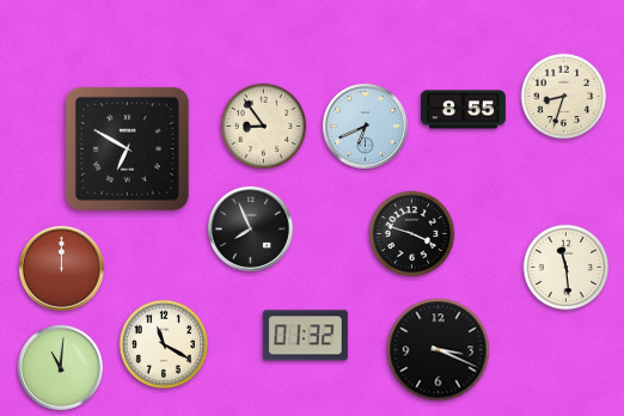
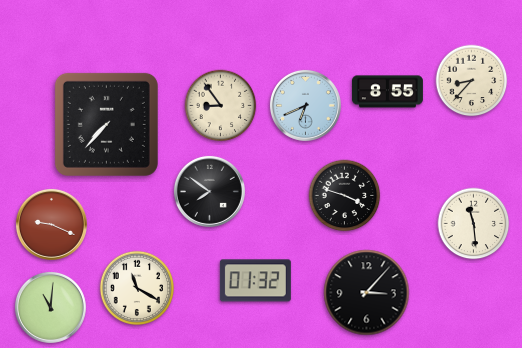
clock at (564, 97): 8:33 -> 8:37
clock at (127, 148): 6:50 -> 7:37
clock at (250, 228): 7:56 -> 7:51
clock at (61, 268): 12:00 -> 9:19
clock at (439, 350): 3:19 -> 3:07
